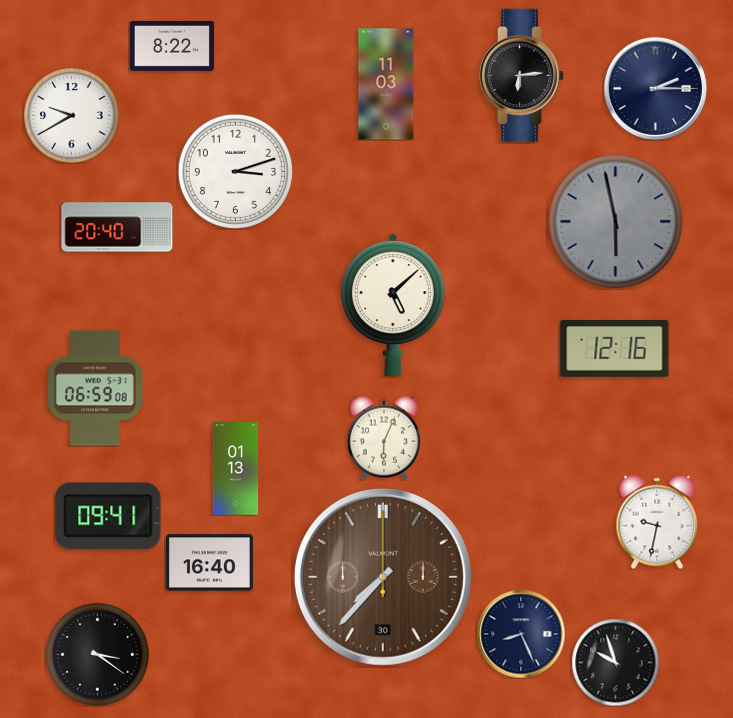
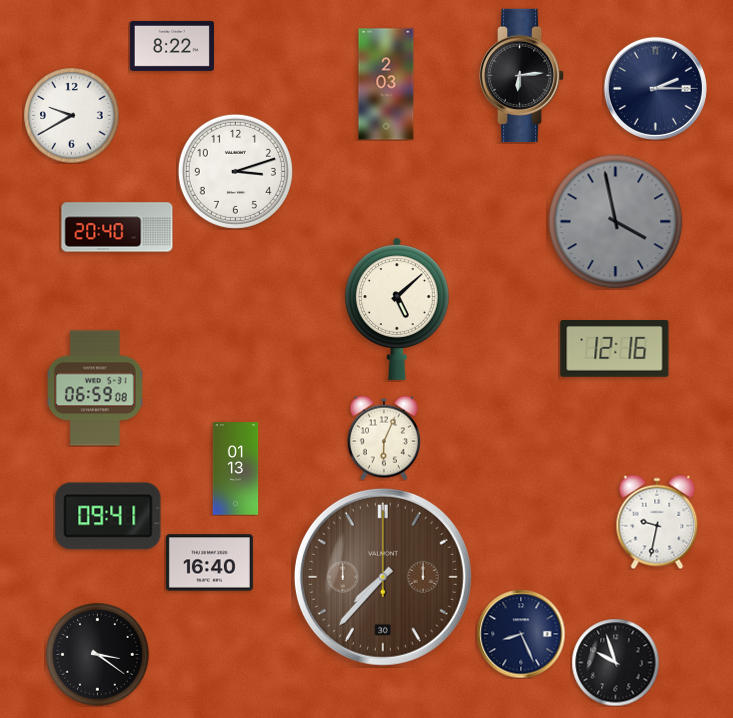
clock at (386, 84): 11:03 -> 2:03
clock at (616, 222): 5:58 -> 3:58
clock at (393, 305) position: (393, 305) -> (397, 309)
